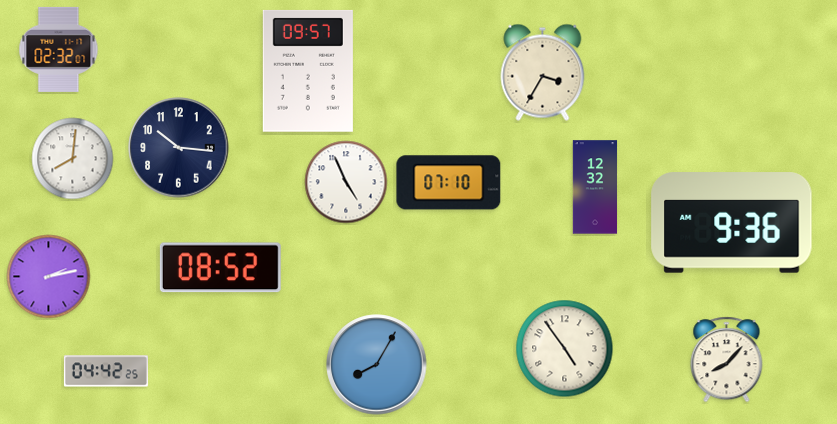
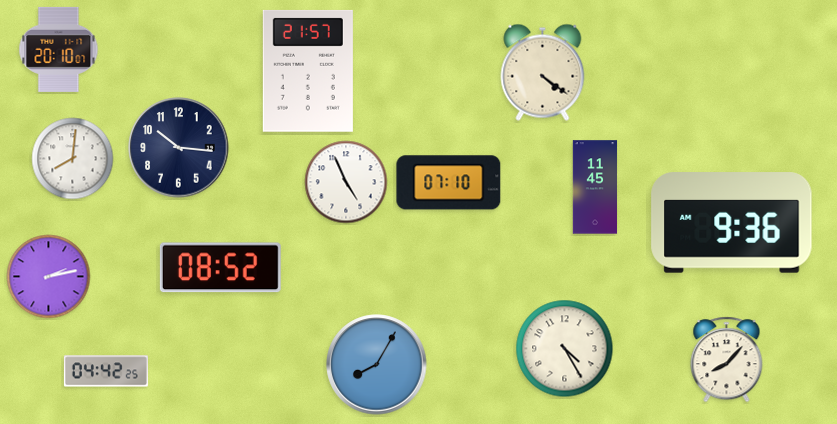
clock at (59, 49): 02:32 -> 20:10
clock at (308, 71): 09:57 -> 21:57
clock at (543, 72): 3:35 -> 4:21
clock at (595, 187): 12:32 -> 11:45
clock at (565, 349): 4:54 -> 4:25
